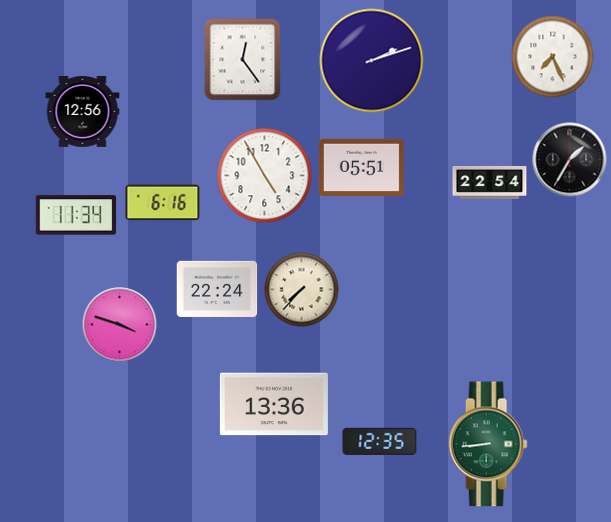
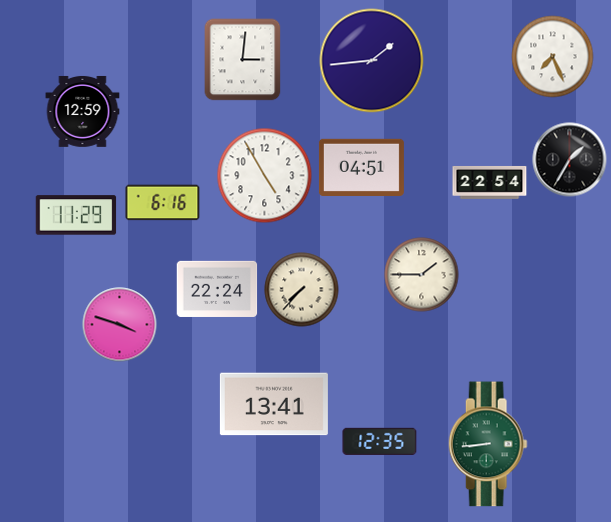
clock at (243, 60): 12:24 -> 3:01
clock at (372, 61): 2:12 -> 1:44
clock at (83, 111): 12:56 -> 12:59
clock at (361, 167): 05:51 -> 04:51
clock at (76, 215): 11:34 -> 11:29
clock at (422, 275): none -> 1:45
clock at (274, 404): 13:36 -> 13:41
